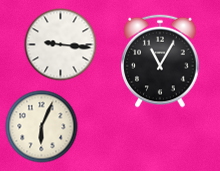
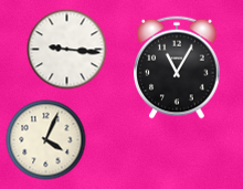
clock at (42, 127): 6:04 -> 4:04
